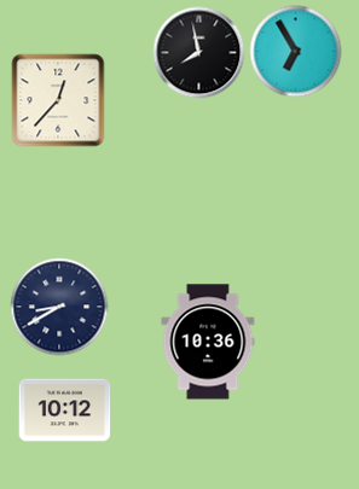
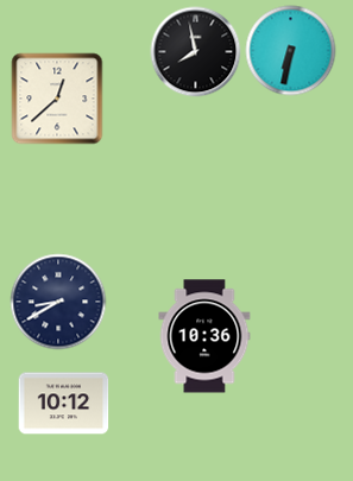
clock at (296, 52): 6:55 -> 6:32
clock at (58, 100): 12:37 -> 12:38
